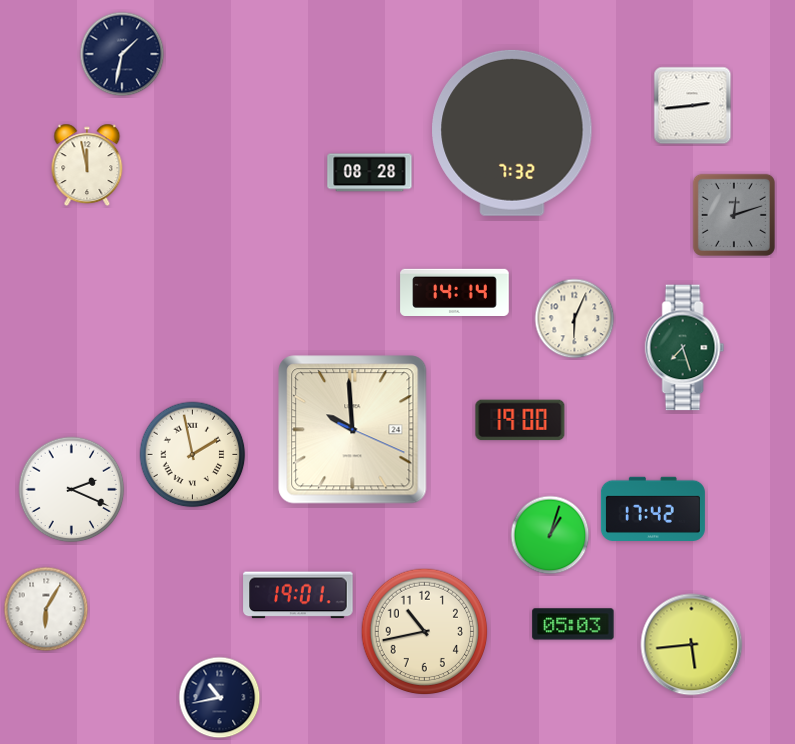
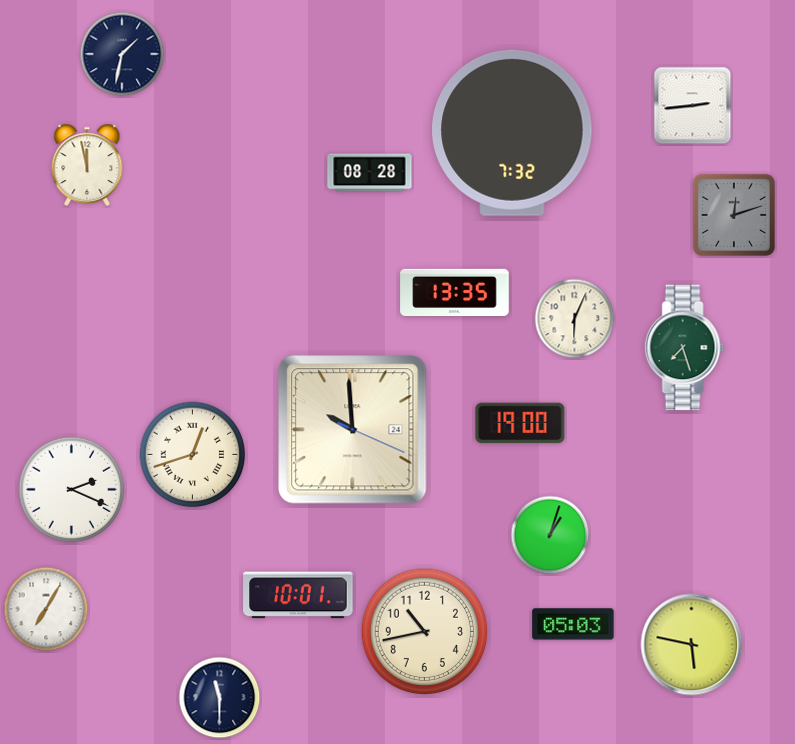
clock at (455, 292): 14:14 -> 13:35
clock at (520, 420) position: (520, 420) -> (520, 423)
clock at (193, 455): 1:58 -> 12:42
clock at (653, 509): 17:42 -> none
clock at (298, 595): 19:01 -> 10:01
clock at (46, 609): 6:05 -> 7:05
clock at (692, 645): 5:44 -> 5:47
clock at (220, 698): 10:43 -> 11:30
